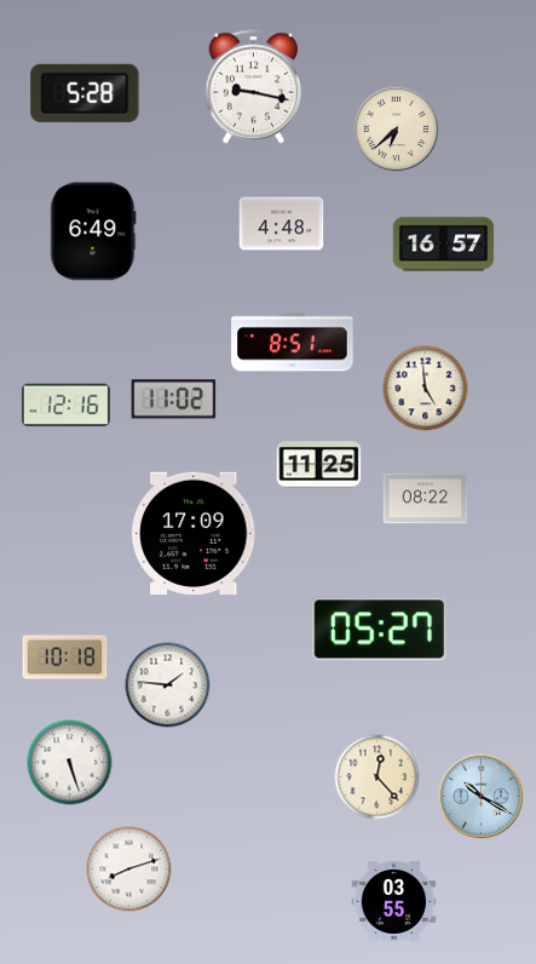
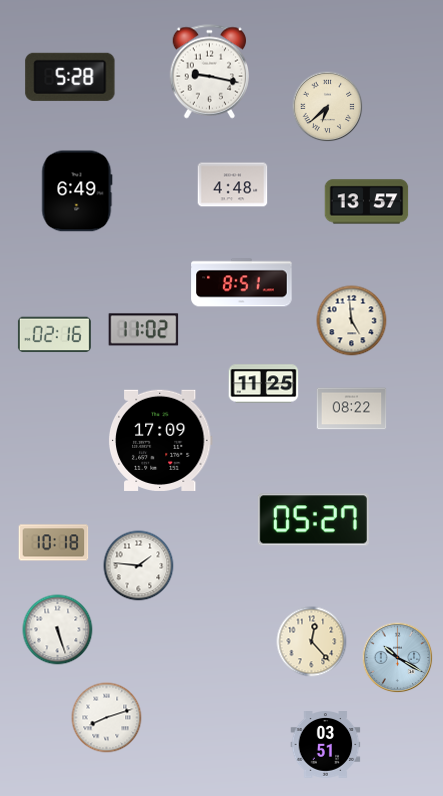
clock at (444, 245): 16:57 -> 13:57
clock at (65, 406): 12:16 -> 02:16
clock at (426, 499) position: (426, 499) -> (352, 409)
clock at (394, 902): 03:55 -> 03:51
